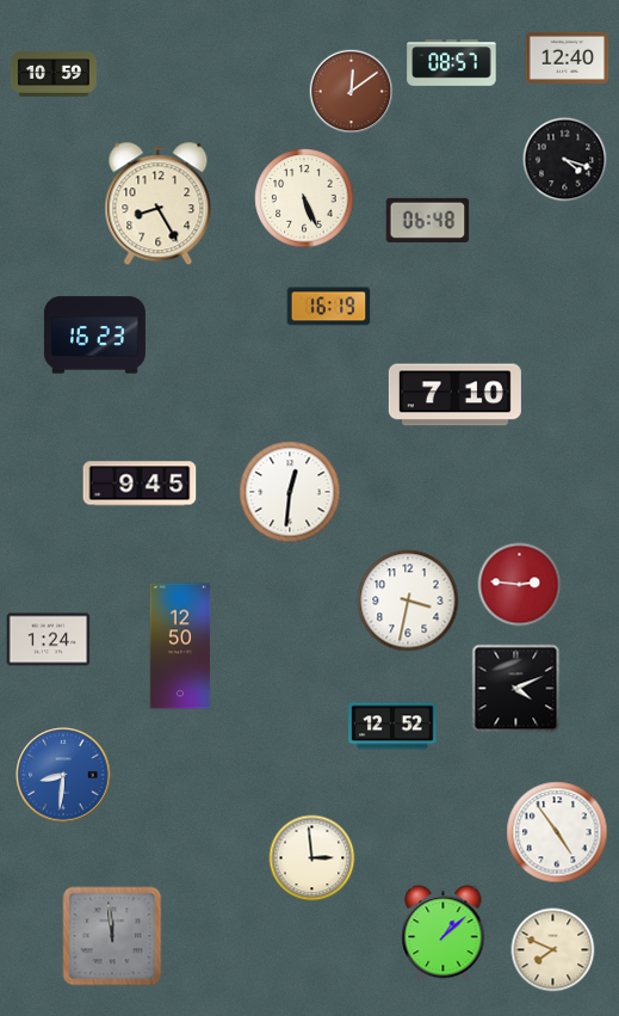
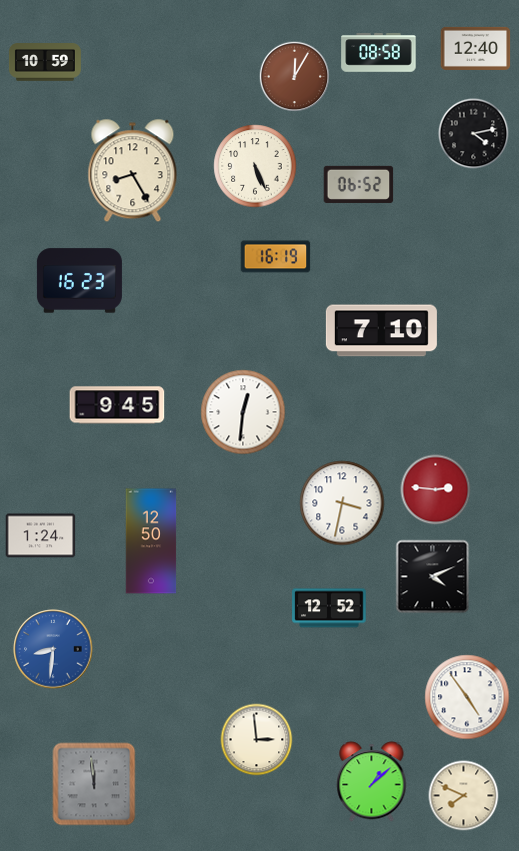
clock at (452, 63): 08:57 -> 08:58
clock at (352, 92): 12:09 -> 12:05
clock at (565, 160): 4:18 -> 4:13
clock at (428, 220): 06:48 -> 06:52
clock at (312, 858) position: (312, 858) -> (257, 740)
